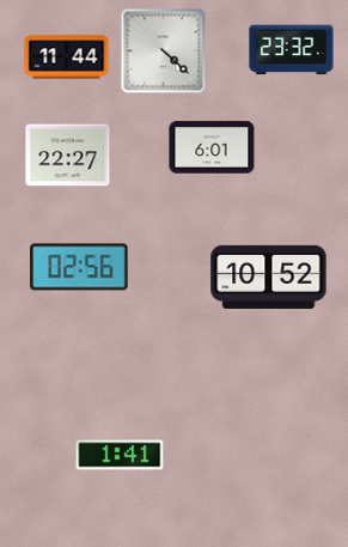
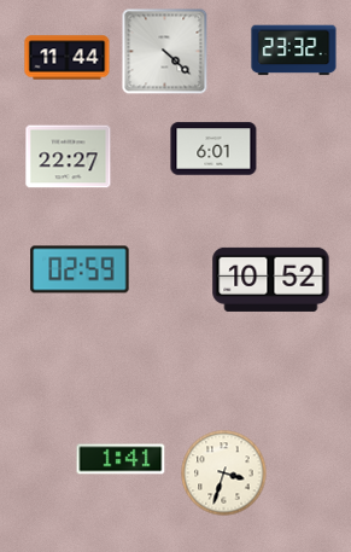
clock at (79, 267): 02:56 -> 02:59
clock at (224, 473): none -> 3:33
